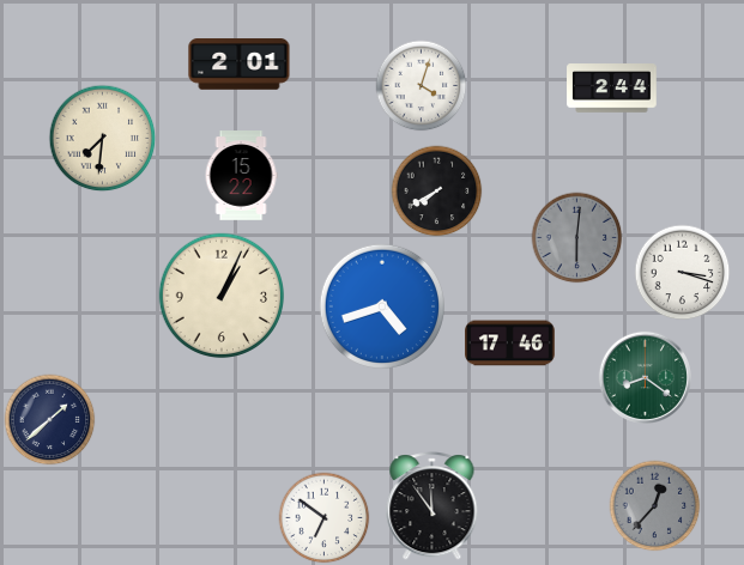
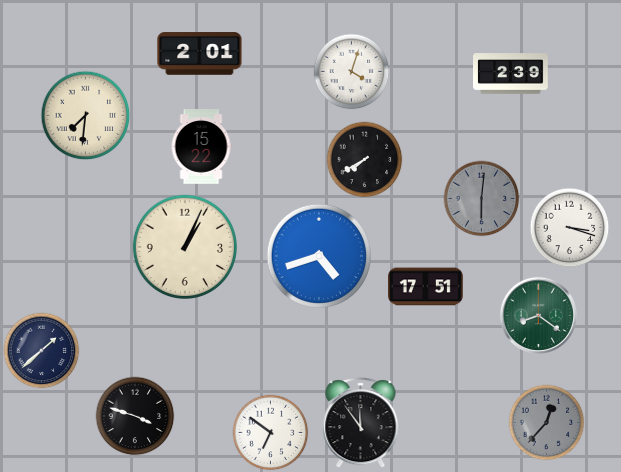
clock at (612, 89): 2:44 -> 2:39
clock at (510, 344): 17:46 -> 17:51
clock at (135, 416): none -> 3:48
